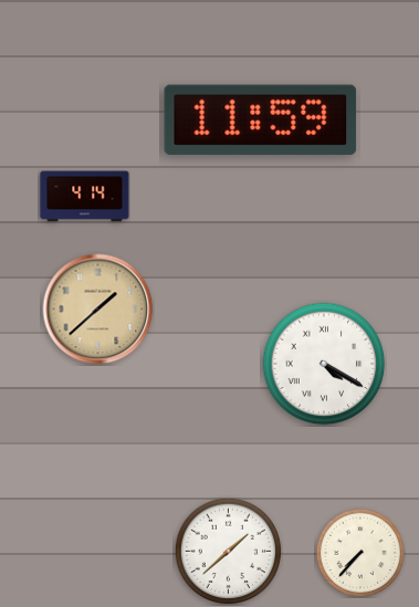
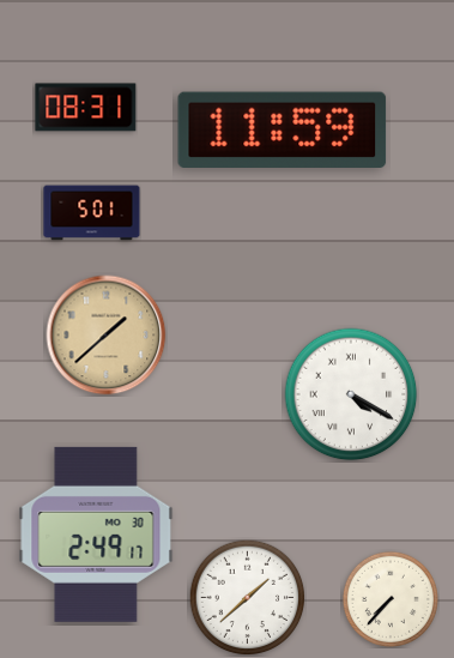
clock at (86, 108): none -> 08:31
clock at (85, 197): 4:14 -> 5:01
clock at (96, 535): none -> 2:49
